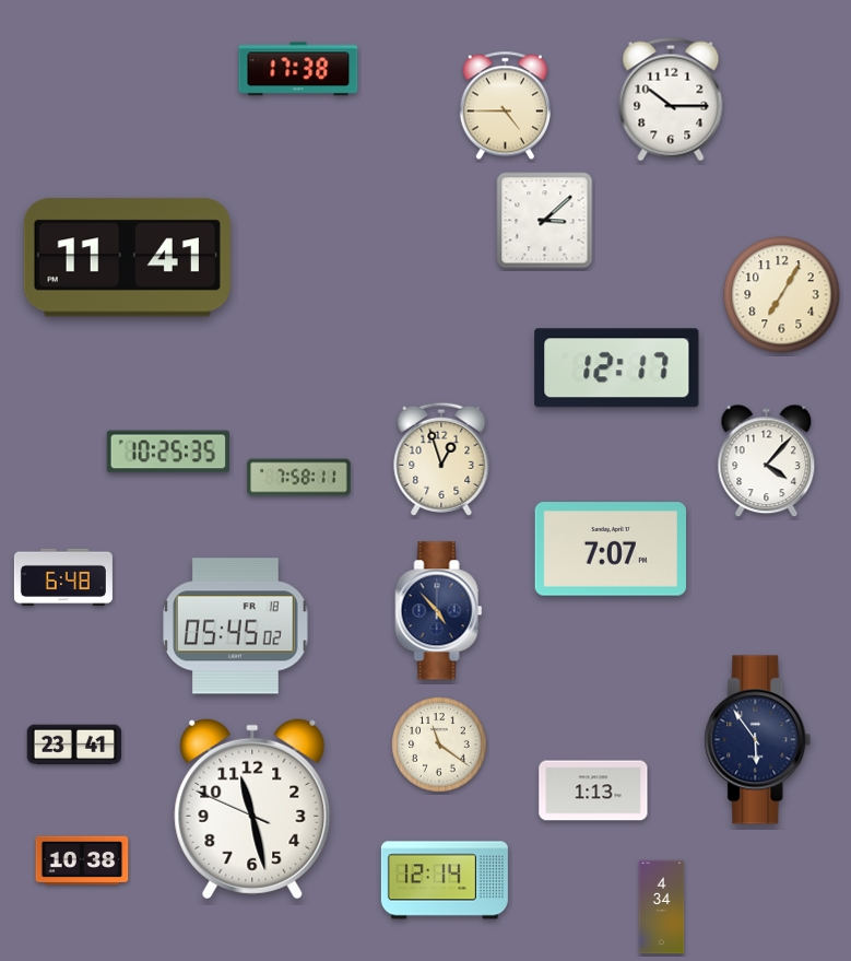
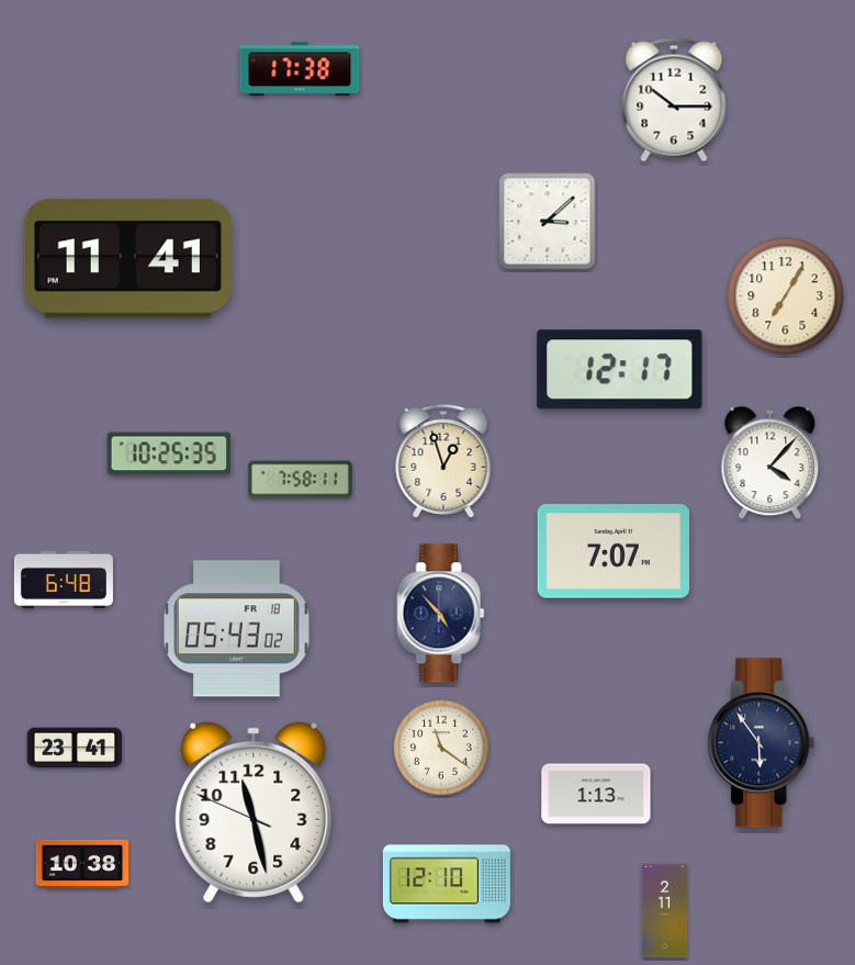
clock at (505, 106): 4:45 -> none
clock at (236, 626): 05:45 -> 05:43
clock at (445, 880): 12:14 -> 12:10
clock at (662, 907): 4:34 -> 2:11
